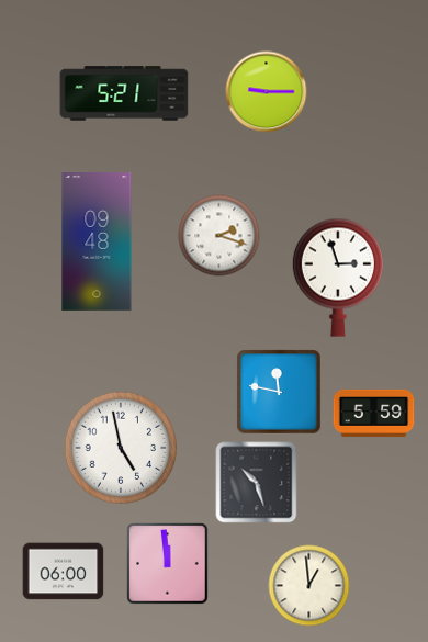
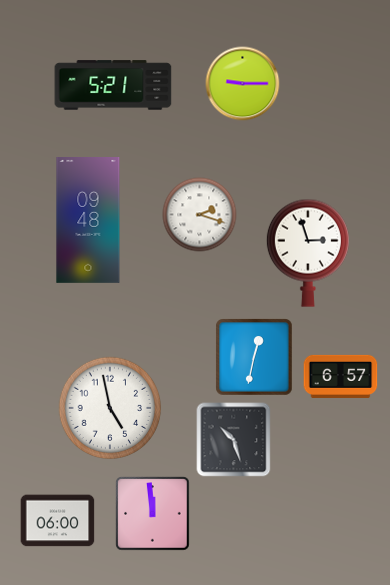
clock at (279, 392): 11:47 -> 12:32
clock at (374, 413): 5:59 -> 6:57
clock at (309, 586): 12:59 -> none
